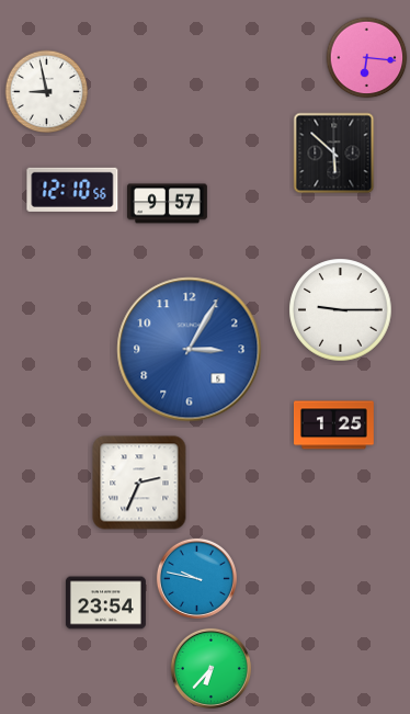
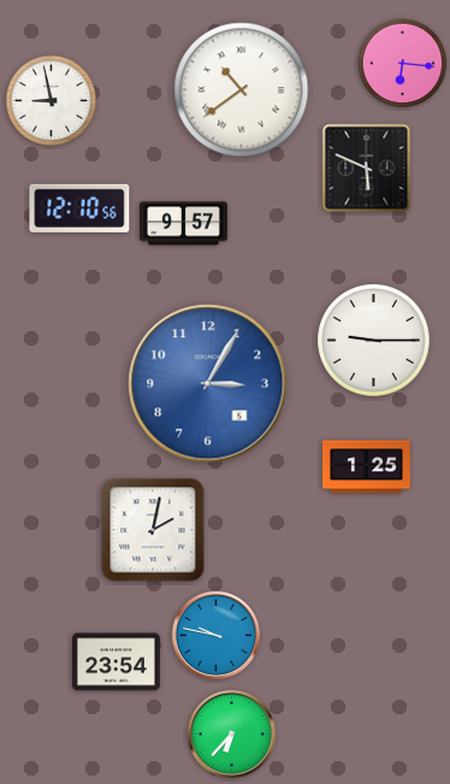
clock at (242, 90): none -> 10:39
clock at (334, 154): 5:52 -> 5:49
clock at (139, 483): 2:34 -> 2:02
